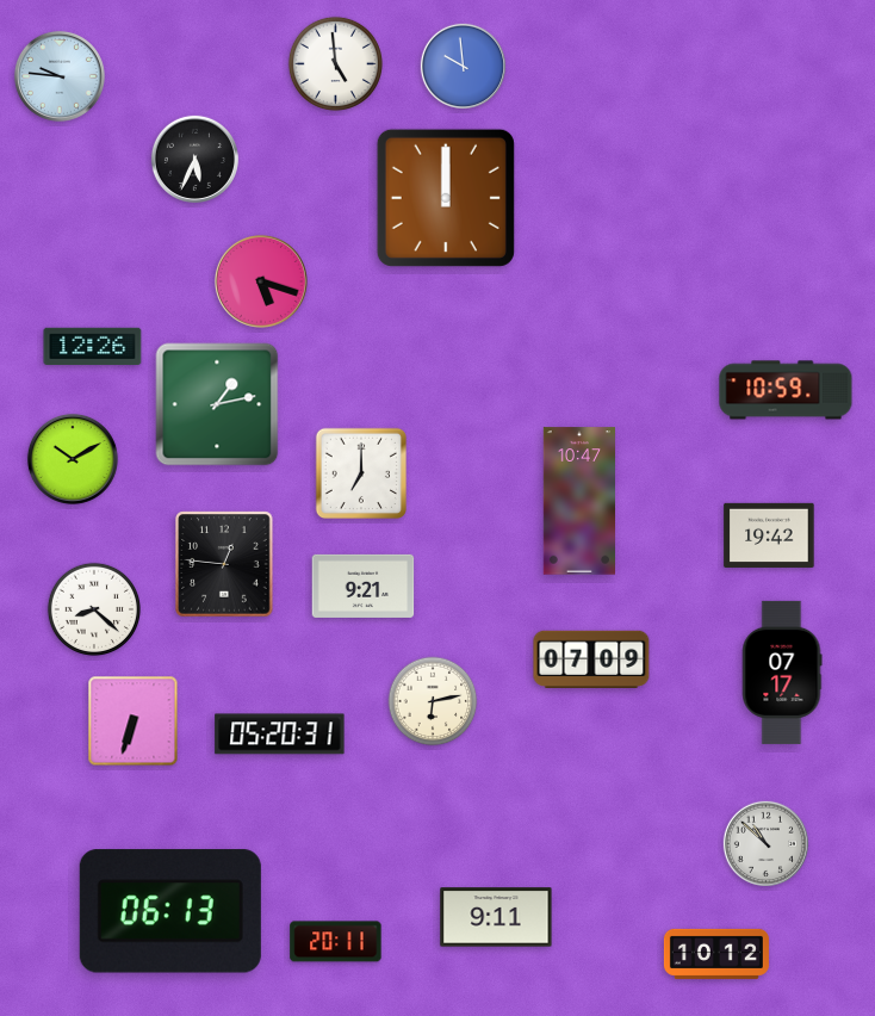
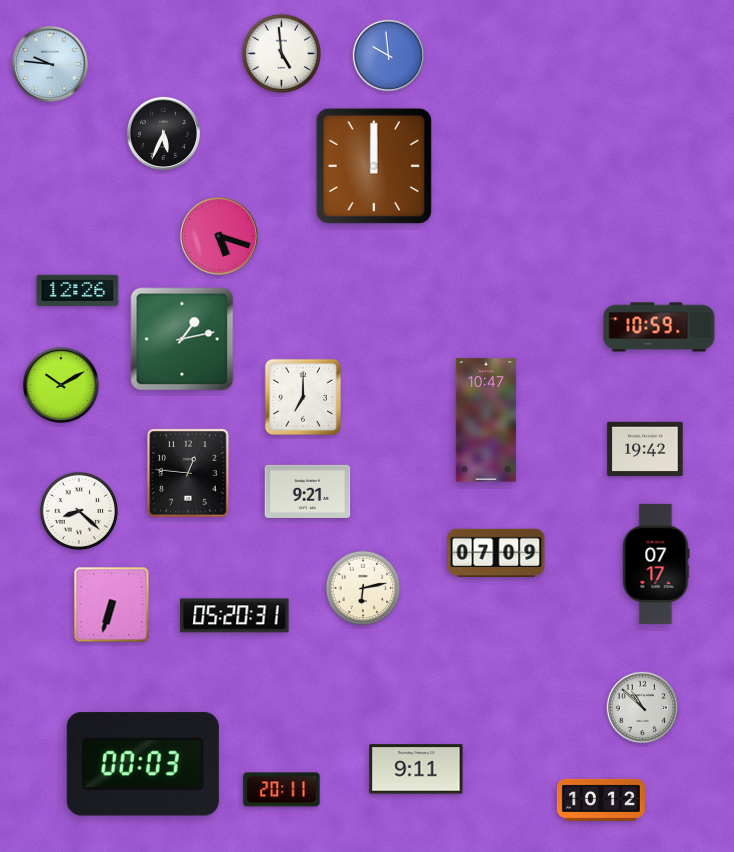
clock at (364, 586) position: (364, 586) -> (308, 491)
clock at (170, 911): 06:13 -> 00:03
